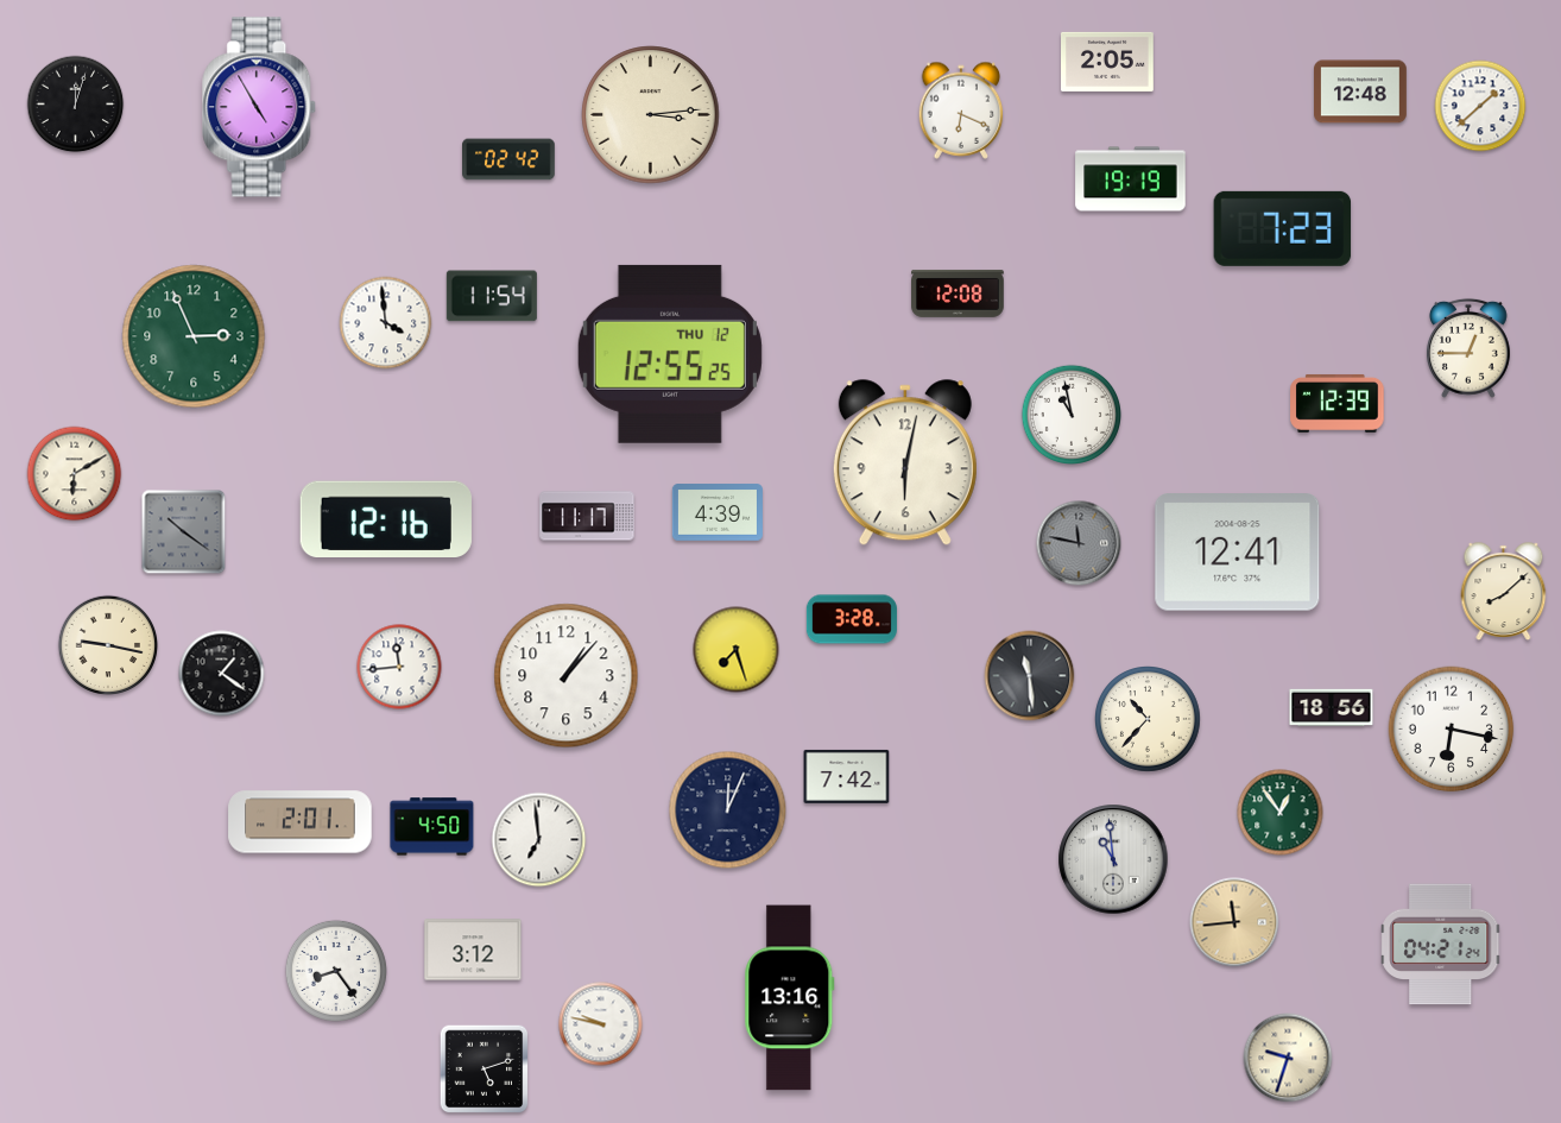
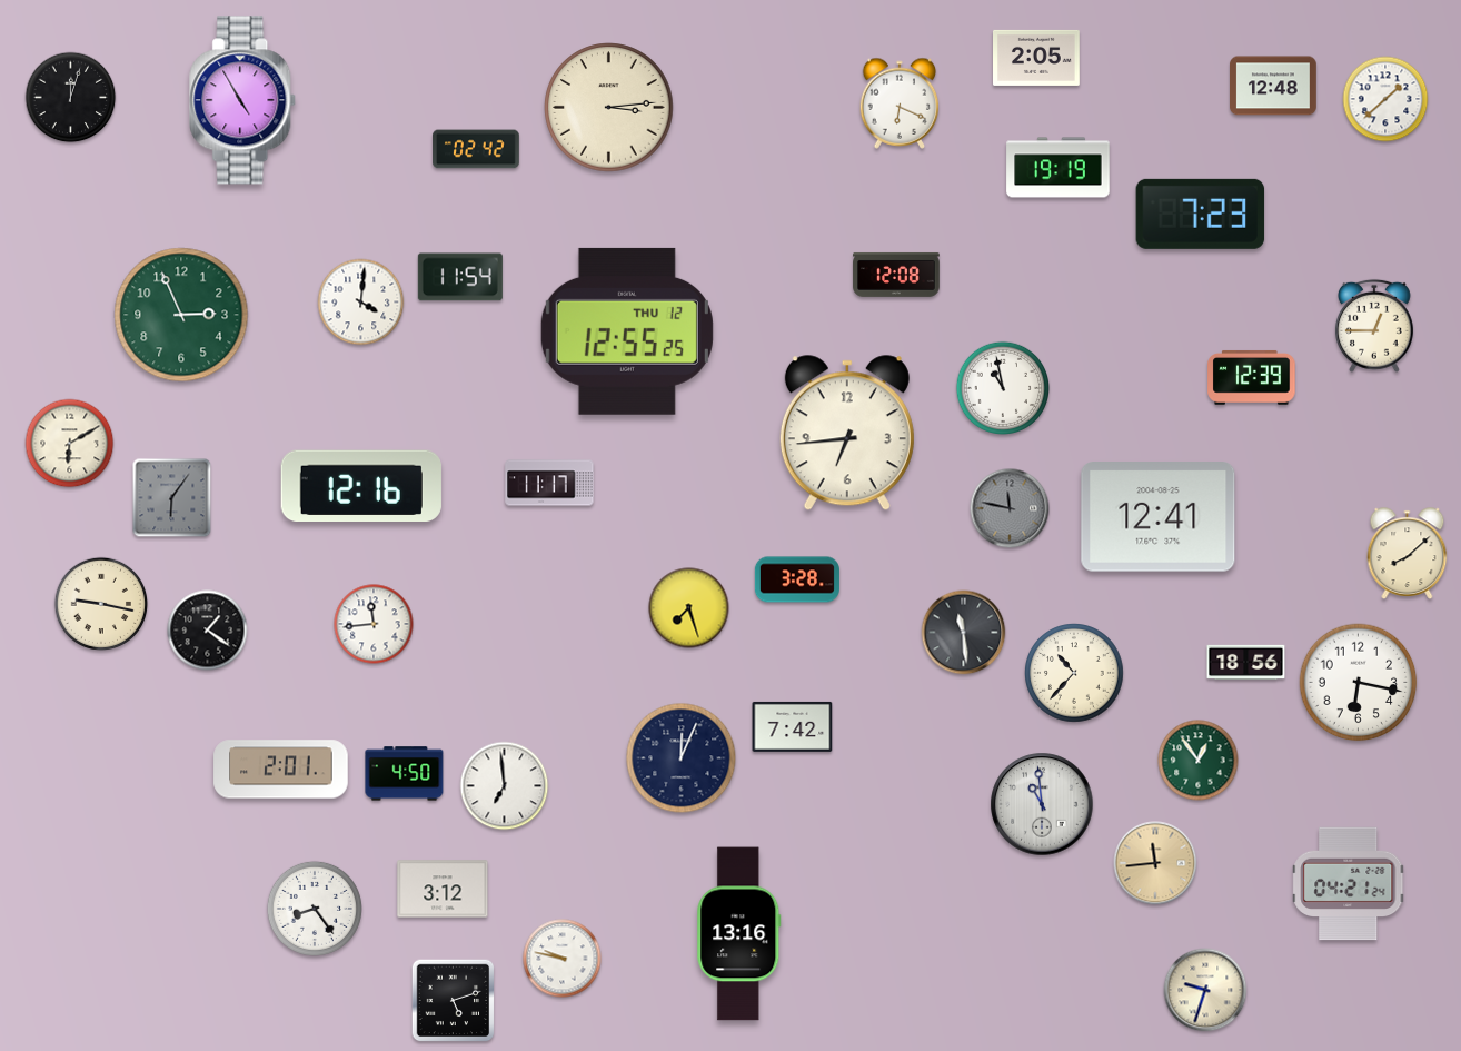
clock at (386, 323): 3:59 -> 4:01
clock at (905, 463): 6:02 -> 6:44
clock at (718, 512): 4:39 -> none
clock at (184, 532): 10:21 -> 6:06
clock at (567, 676): 1:07 -> none
